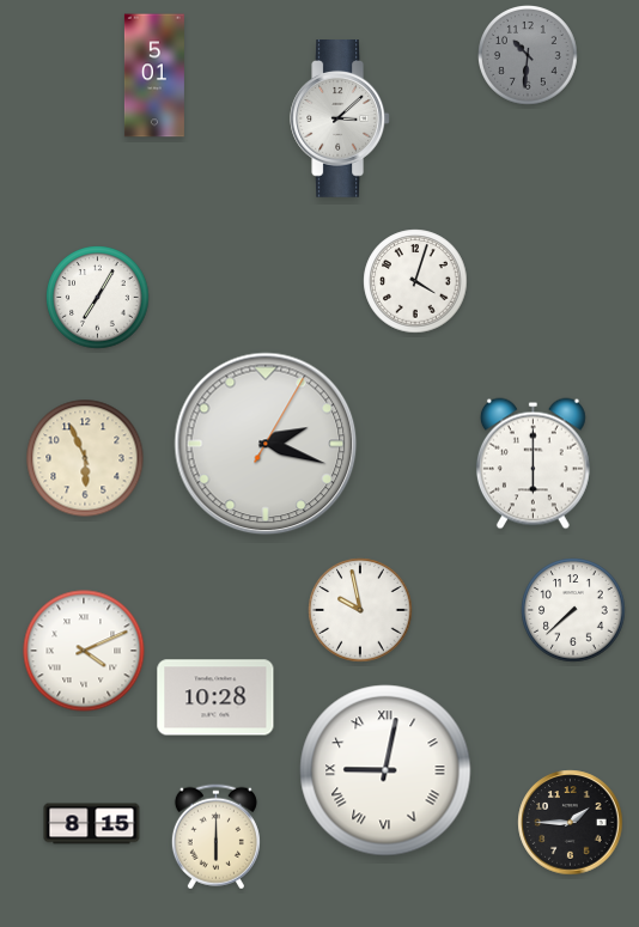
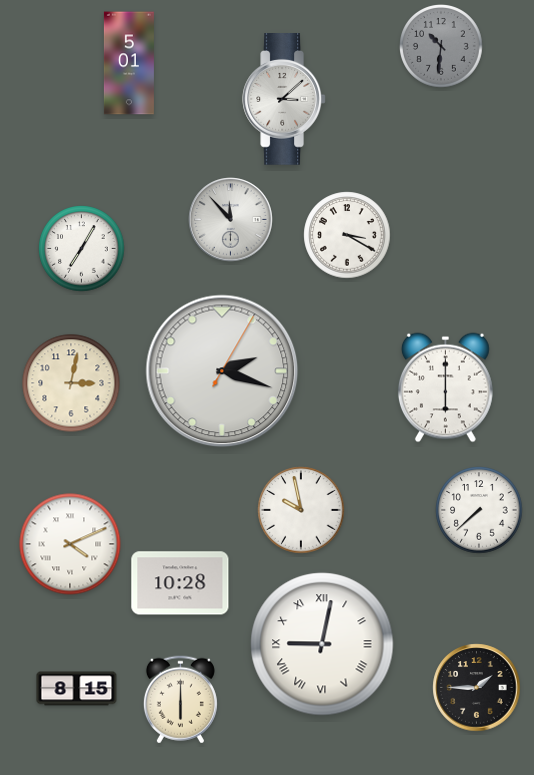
clock at (231, 220): none -> 11:53
clock at (415, 281): 4:03 -> 3:20
clock at (85, 458): 5:56 -> 3:02
